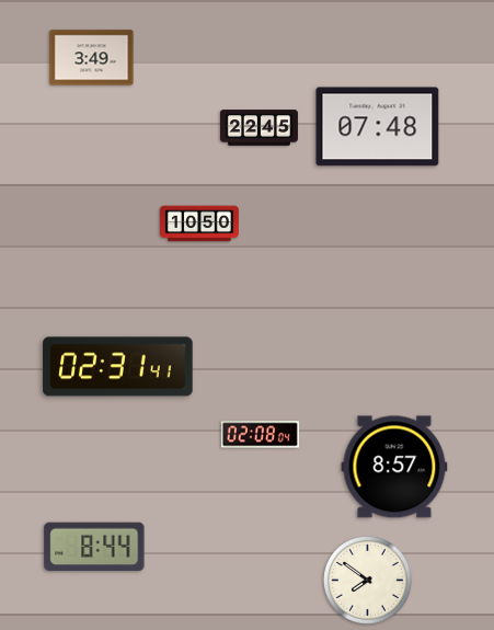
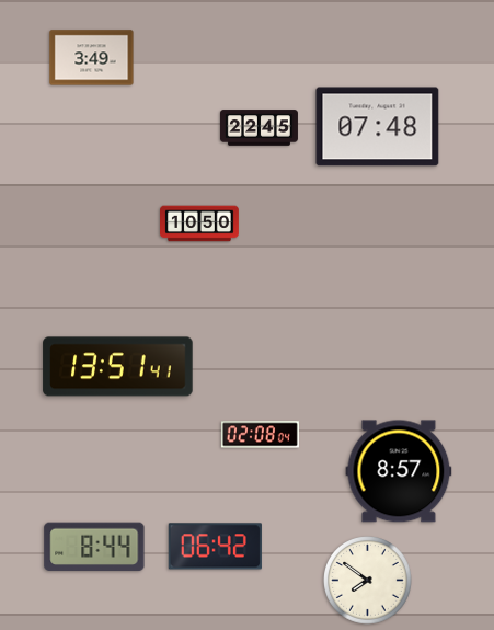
clock at (118, 367): 02:31 -> 13:51
clock at (394, 467) position: (394, 467) -> (399, 471)
clock at (215, 547): none -> 06:42
